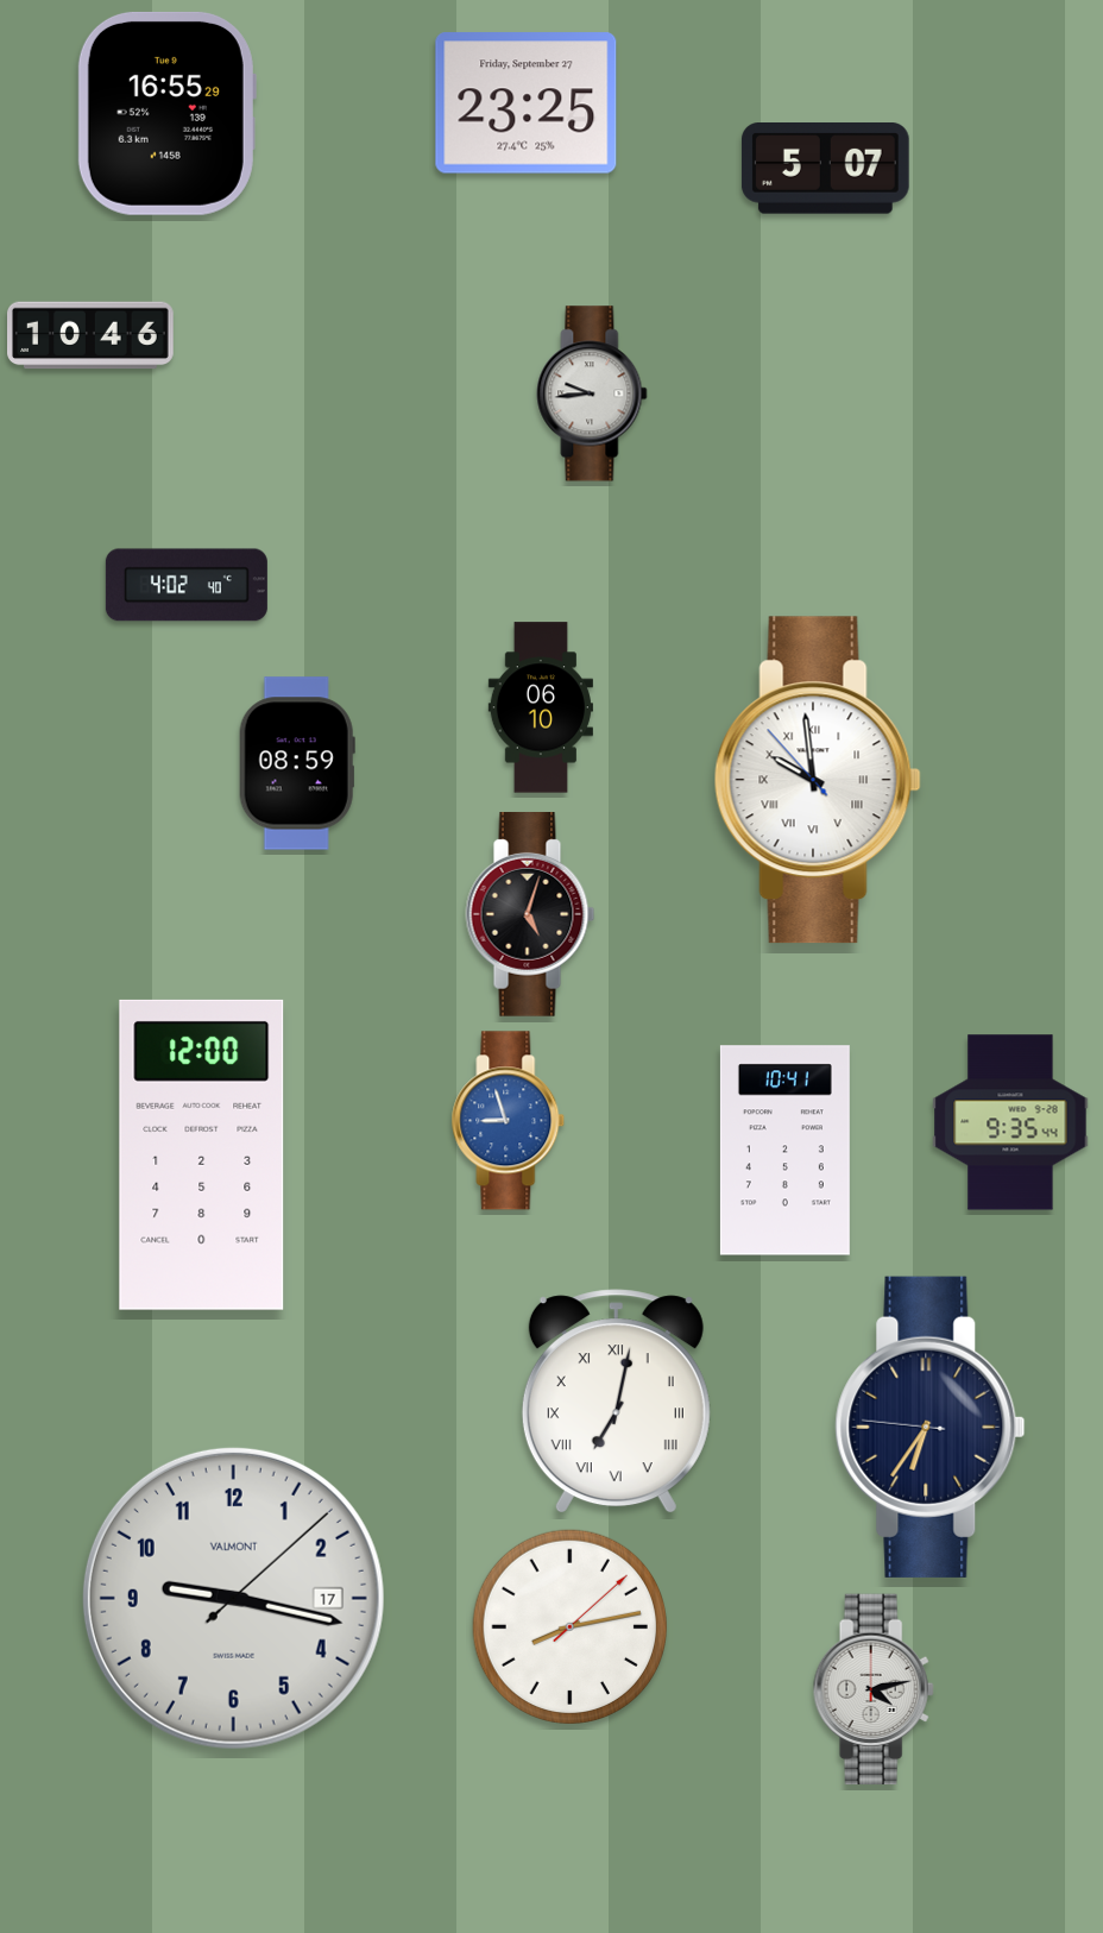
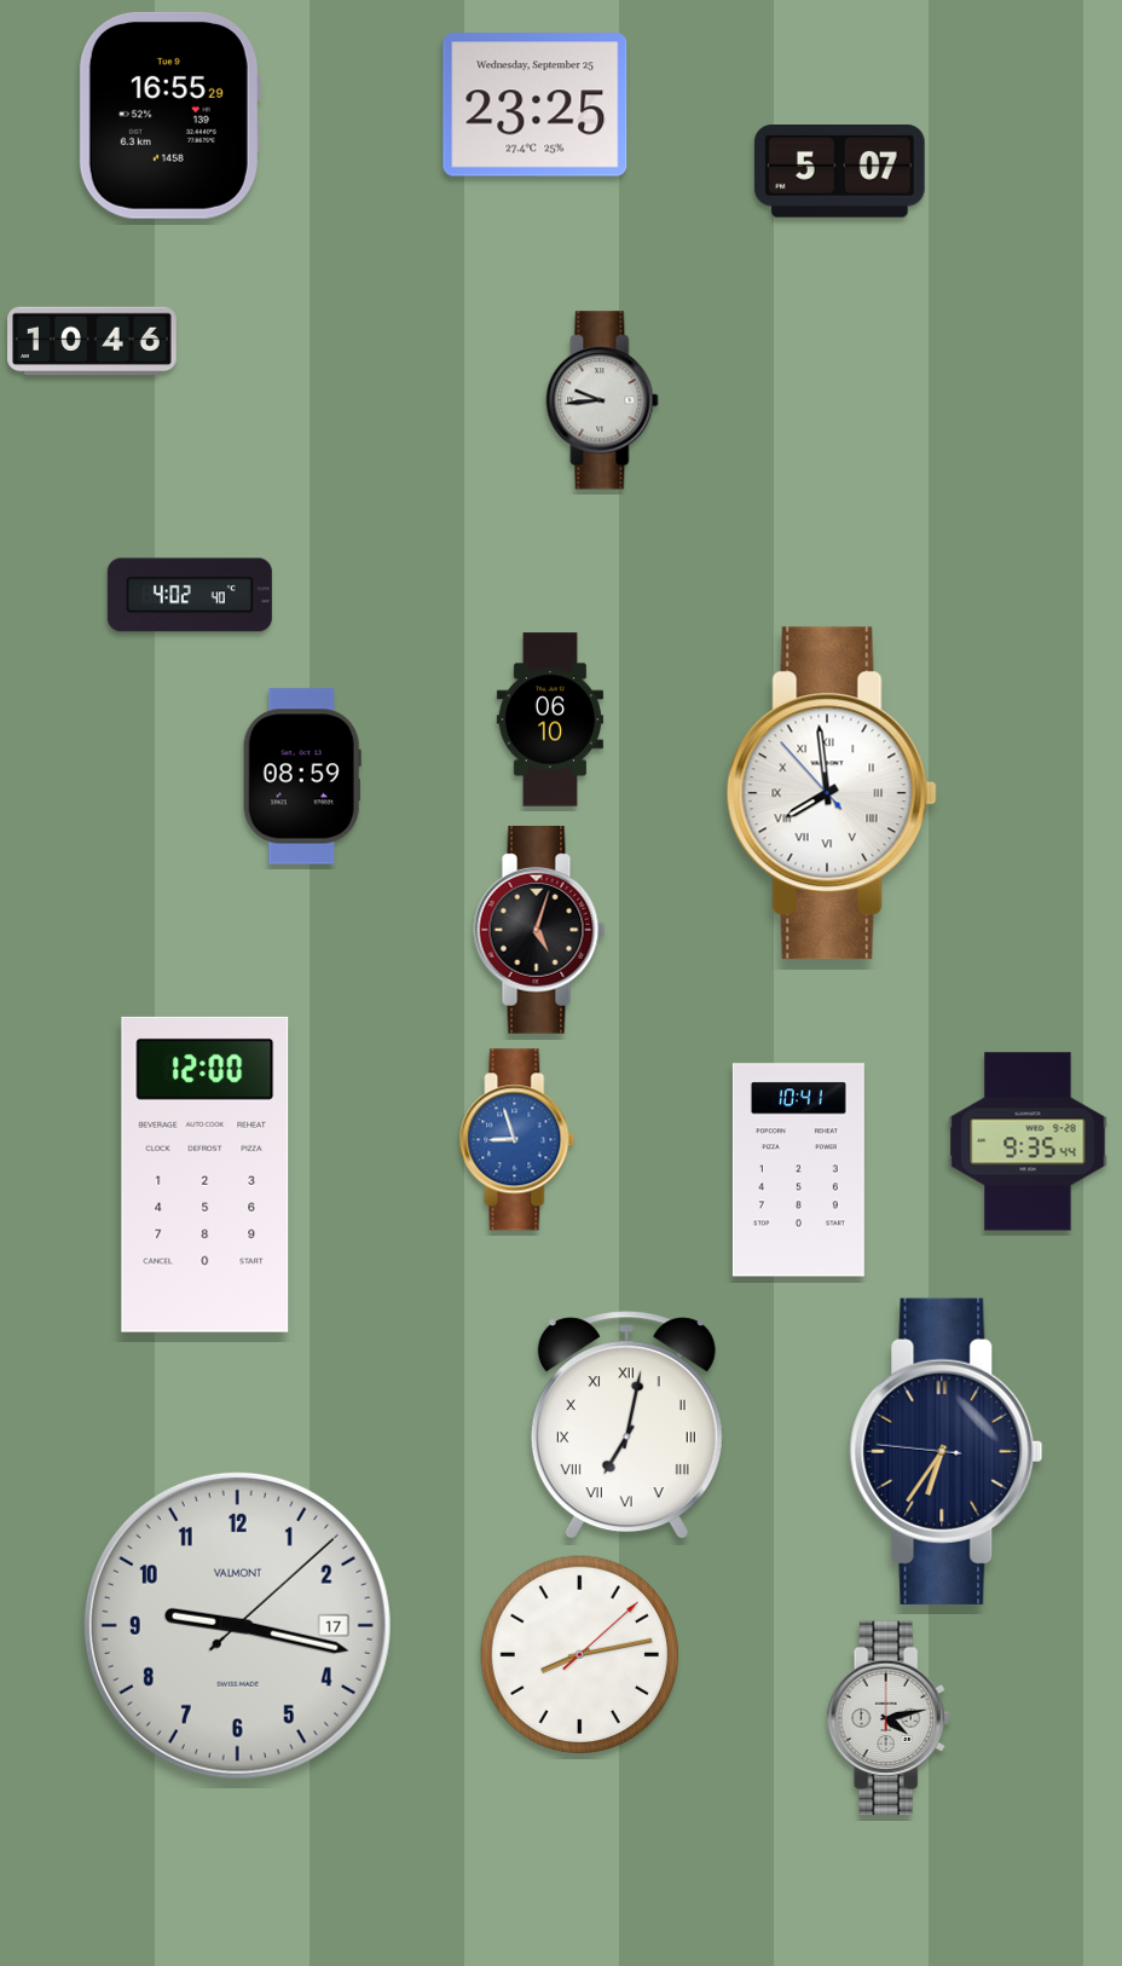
clock at (527, 103) date: Friday, September 27 -> Wednesday, September 25
clock at (818, 780): 9:58 -> 7:58
